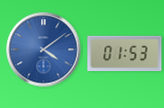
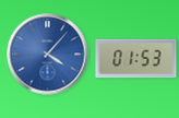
clock at (44, 50): 4:09 -> 4:07
